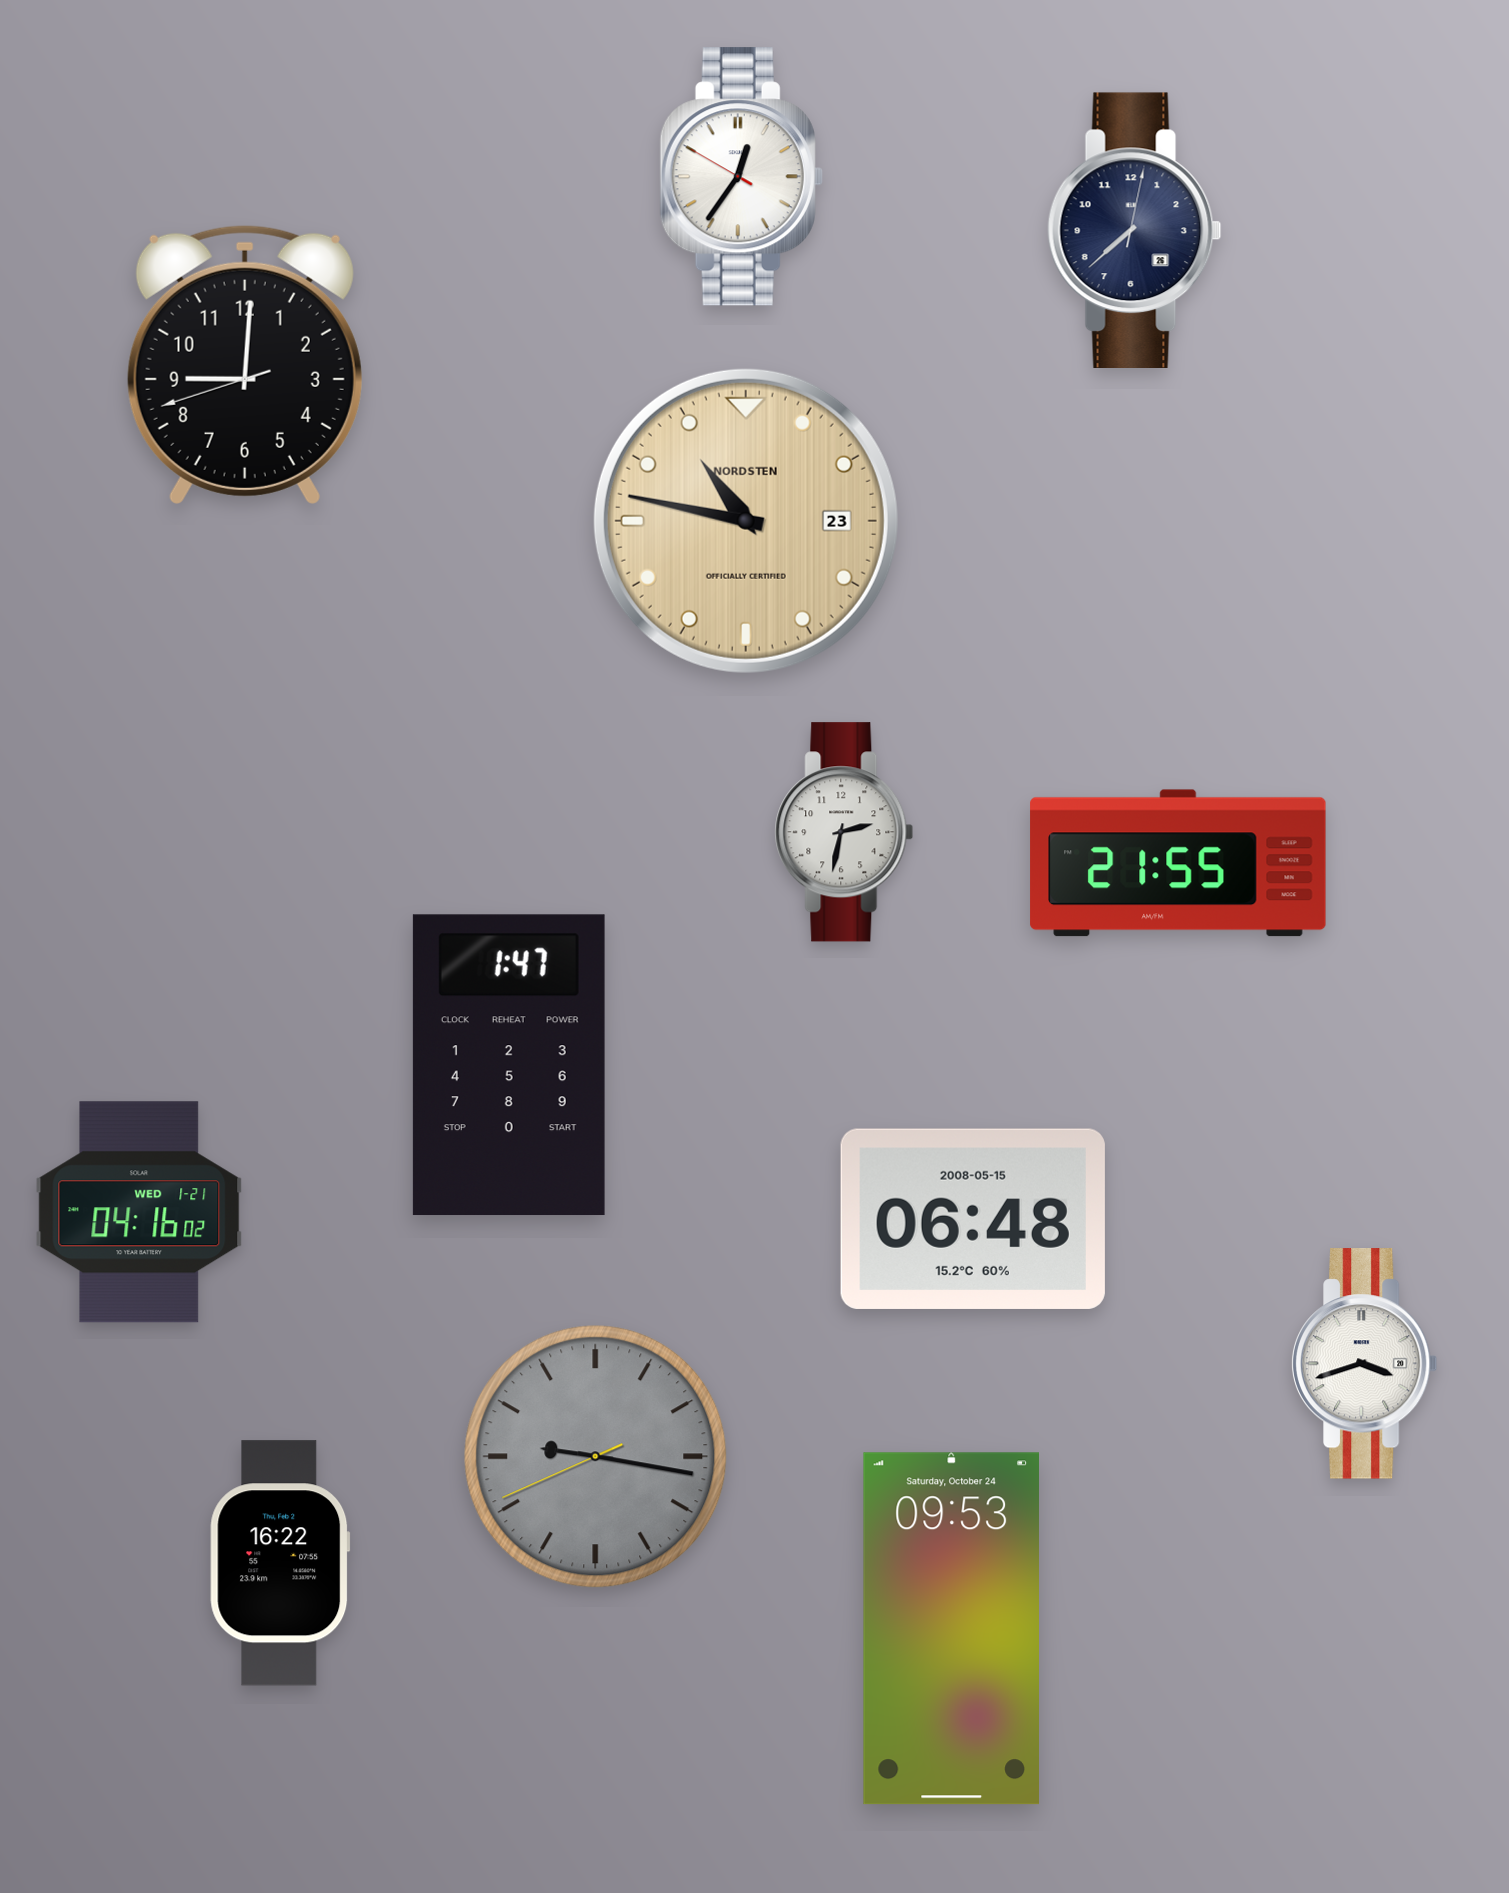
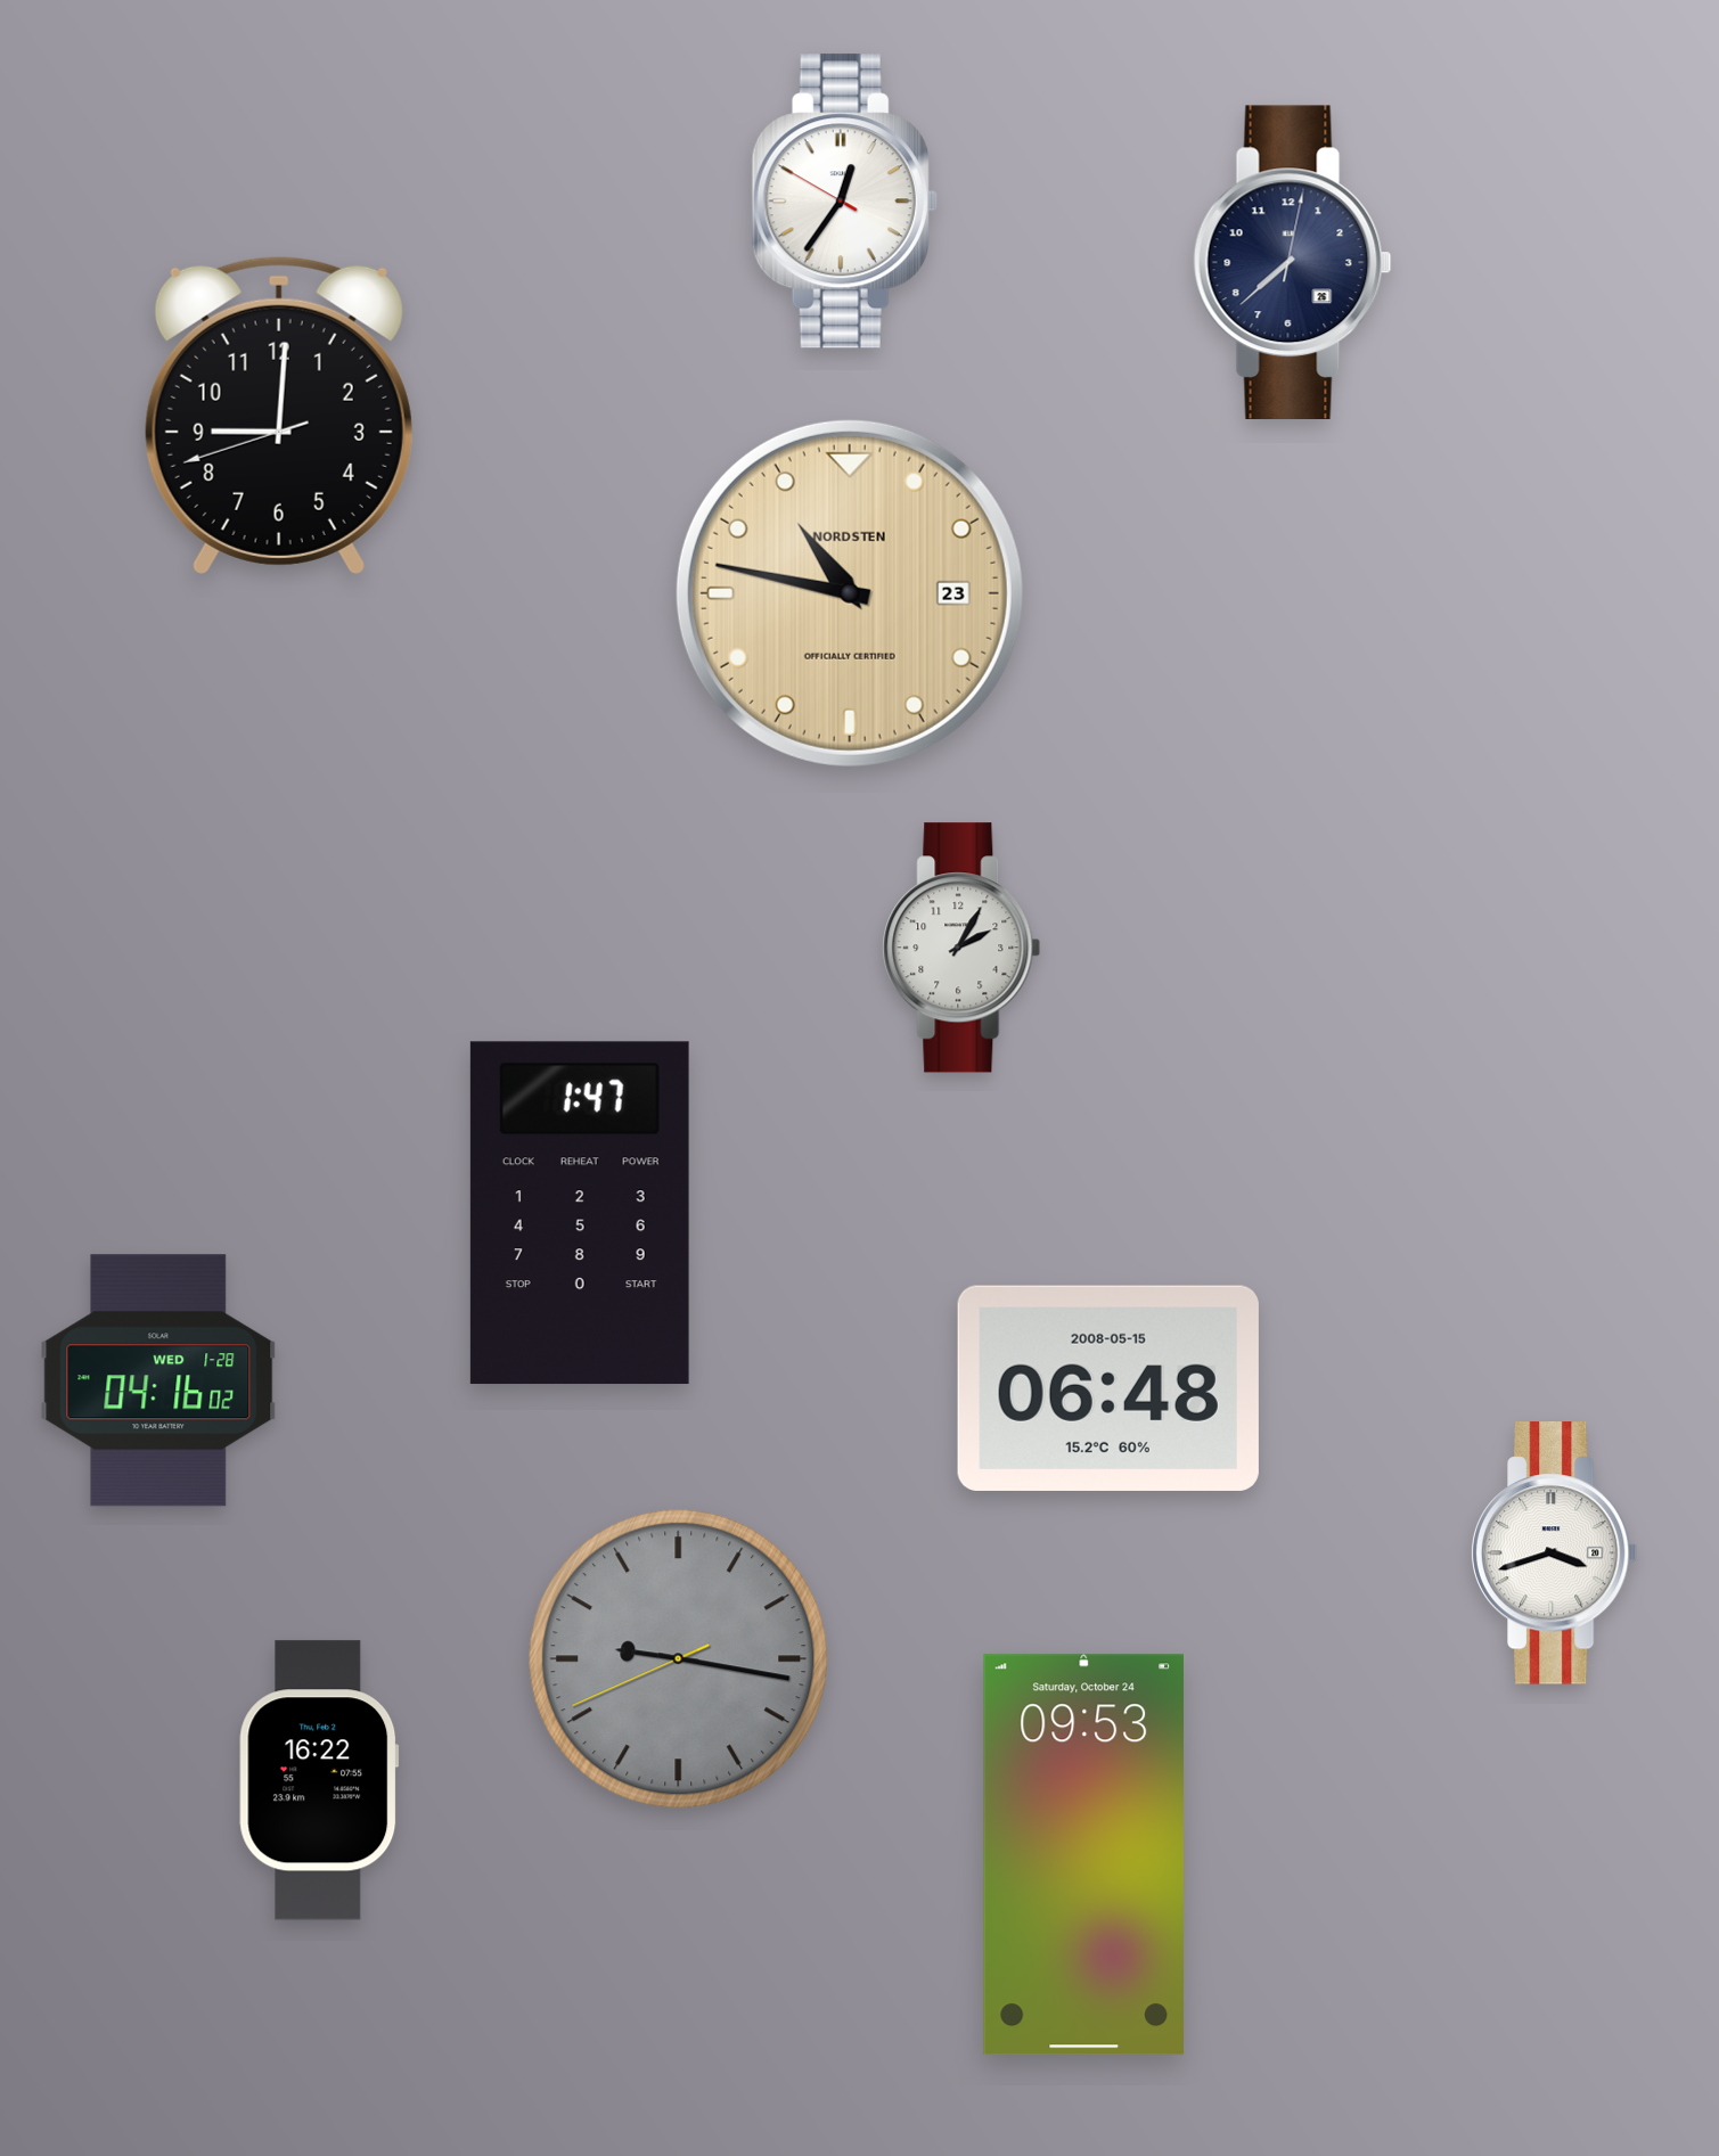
clock at (844, 832): 2:32 -> 2:05
clock at (1178, 863): 21:55 -> none
clock at (139, 1212) date: WED 1-21 -> WED 1-28
